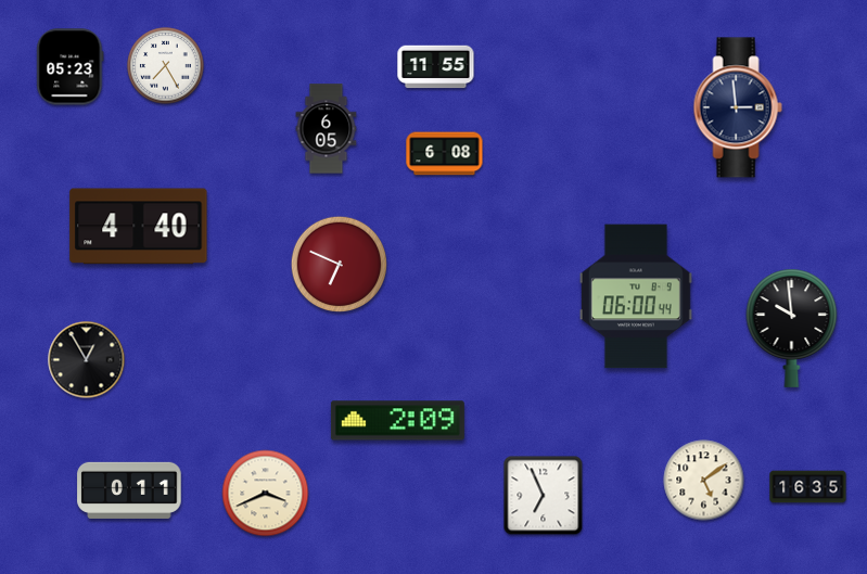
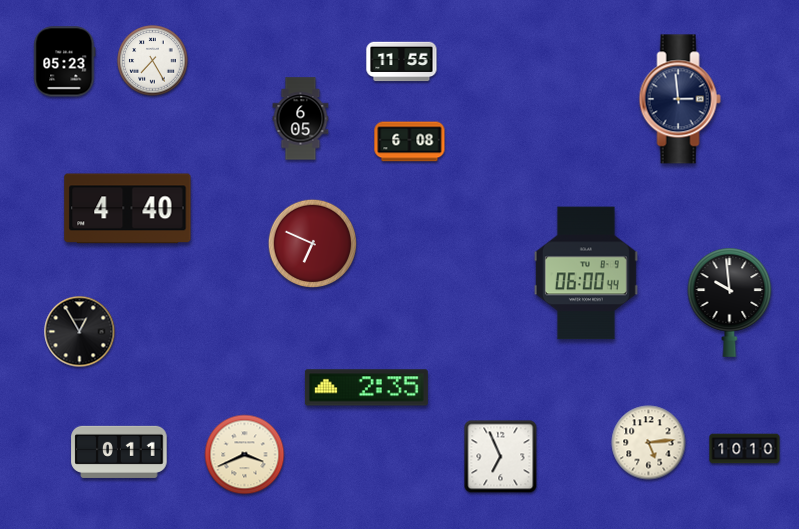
clock at (397, 421): 2:09 -> 2:35
clock at (704, 481): 5:09 -> 5:14
clock at (808, 487): 16:35 -> 10:10
